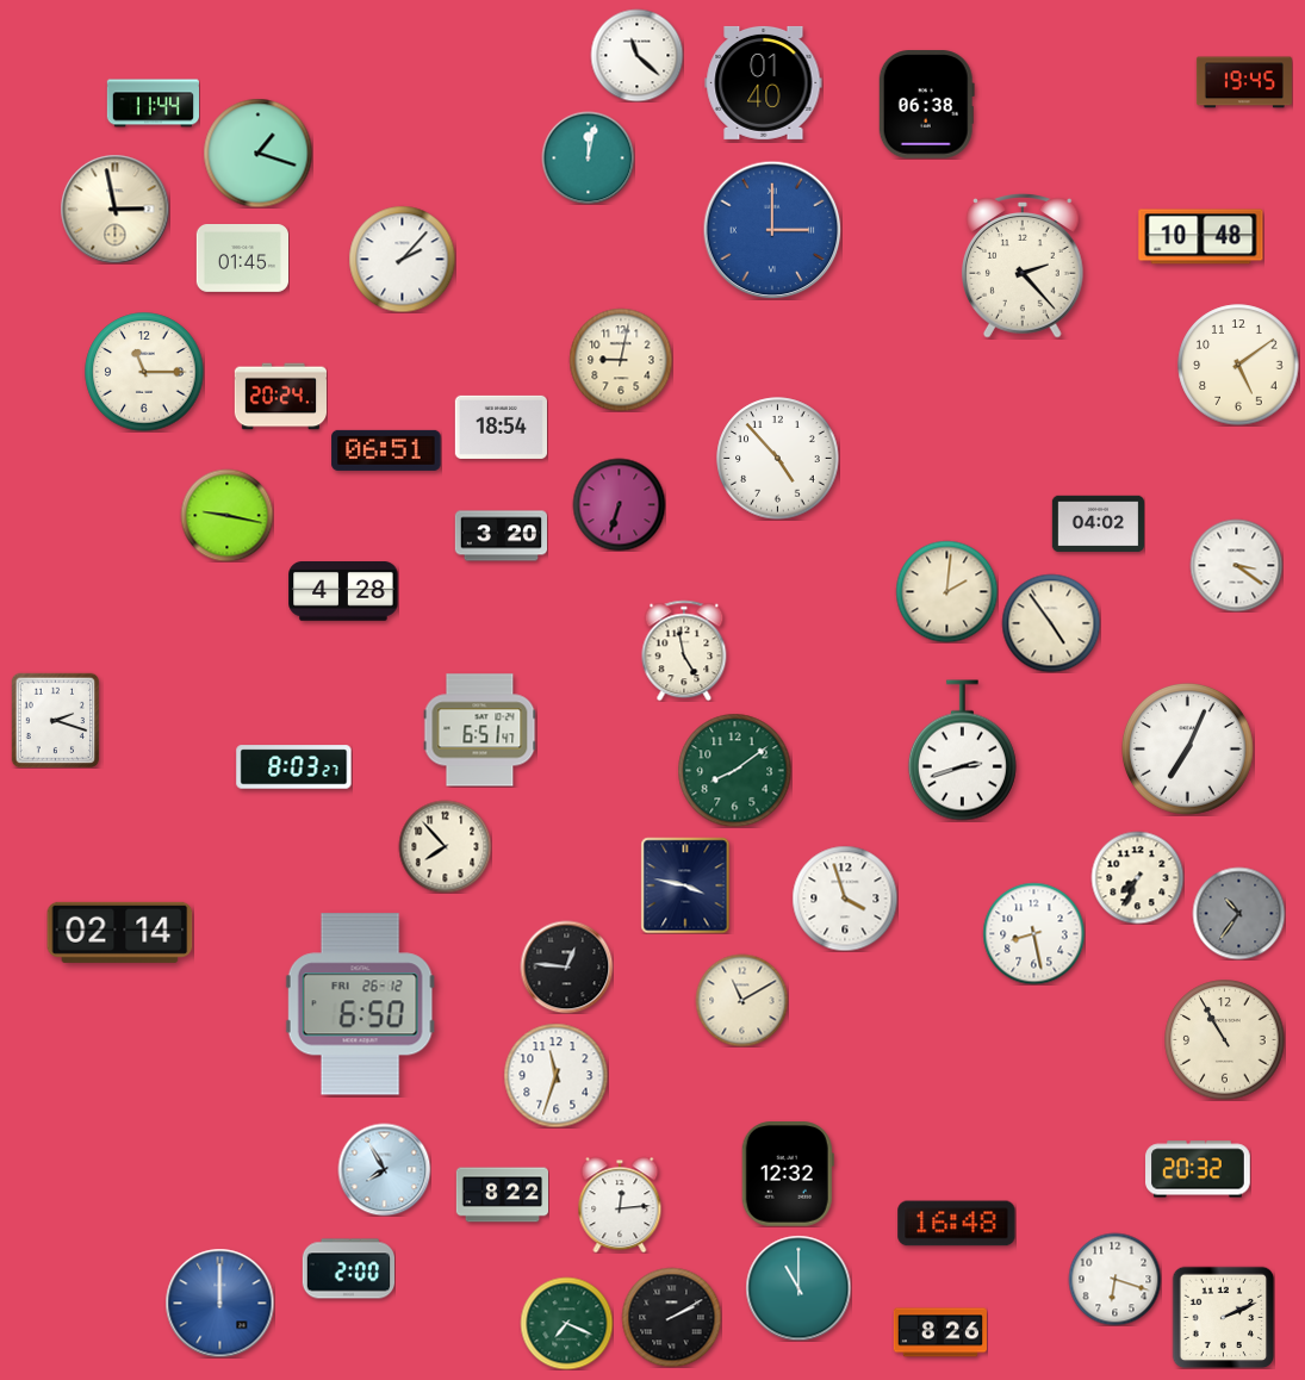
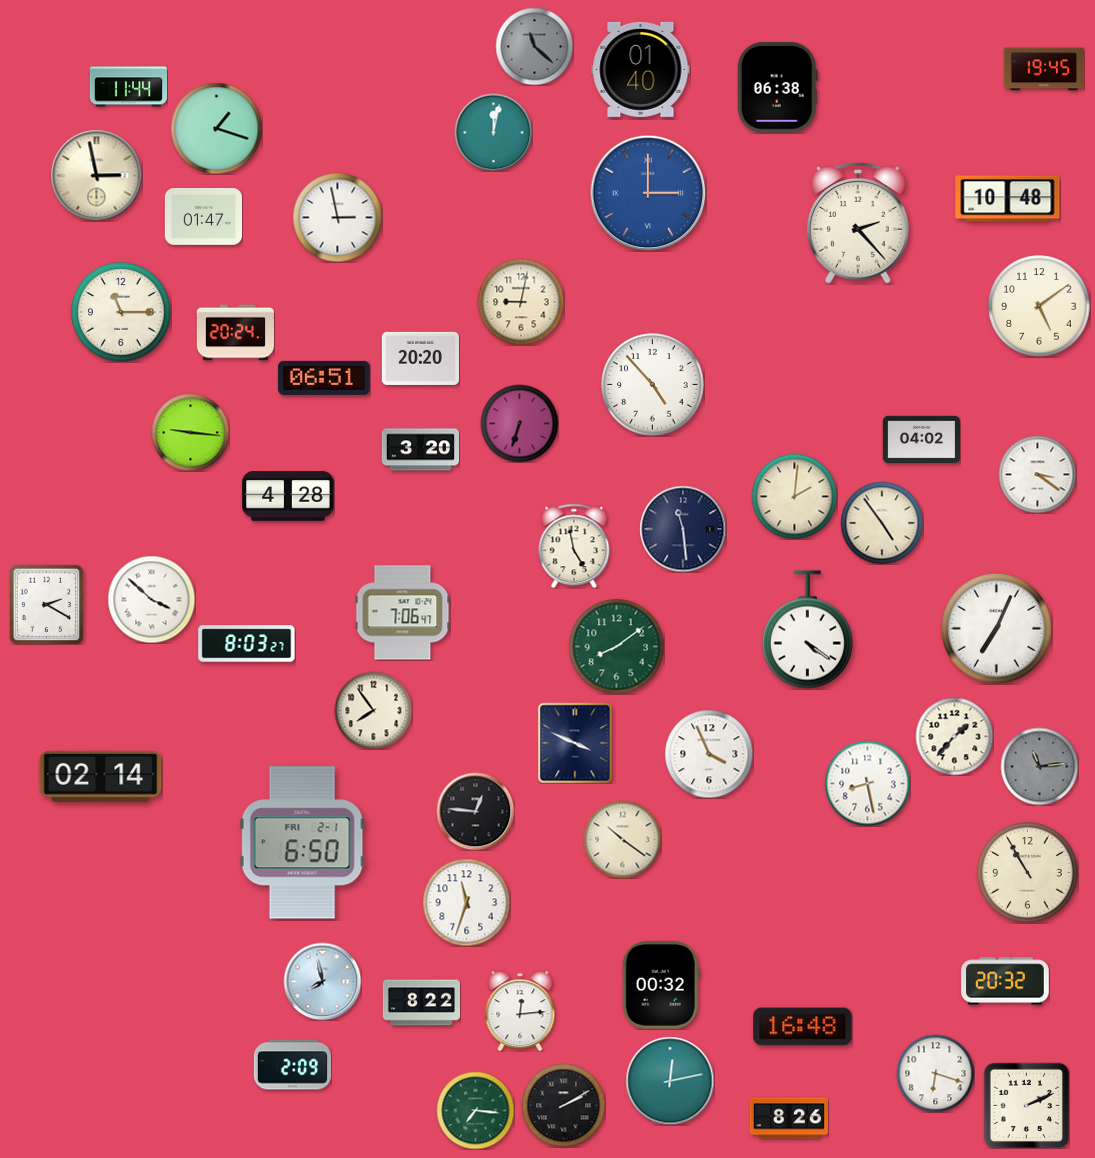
clock at (636, 55) dial: white -> grey
clock at (242, 259): 01:45 -> 01:47
clock at (402, 259): 2:07 -> 2:58
clock at (501, 427): 18:54 -> 20:20
clock at (226, 515): 9:17 -> 9:16
clock at (683, 529): none -> 11:29
clock at (151, 599): none -> 3:52
clock at (56, 720): 2:18 -> 2:20
clock at (479, 731): 6:51 -> 7:06
clock at (962, 751): 2:42 -> 4:21
clock at (445, 846): 7:53 -> 7:54
clock at (1137, 877): 7:34 -> 1:37
clock at (685, 885): 3:47 -> 3:49
clock at (845, 899): 3:57 -> 3:56
clock at (1238, 913): 10:36 -> 11:14
clock at (120, 932) position: (120, 932) -> (101, 776)
clock at (741, 1000): 11:10 -> 10:21
clock at (360, 1005) date: FRI 26-12 -> FRI 2-1
clock at (384, 1169): 7:55 -> 7:58
clock at (788, 1175): 12:32 -> 00:32
clock at (348, 1269): 2:00 -> 2:09
clock at (798, 1288): 11:00 -> 12:13
clock at (219, 1303): 12:00 -> none
clock at (566, 1323): 7:19 -> 7:16
